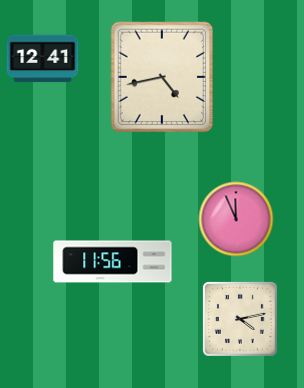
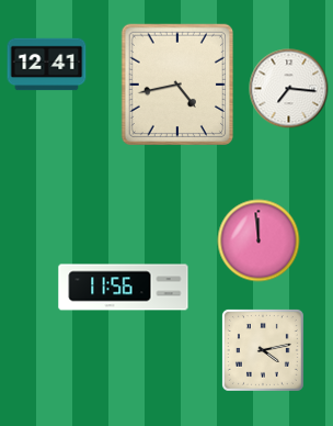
clock at (289, 89): none -> 7:16
clock at (236, 219): 11:56 -> 11:59
